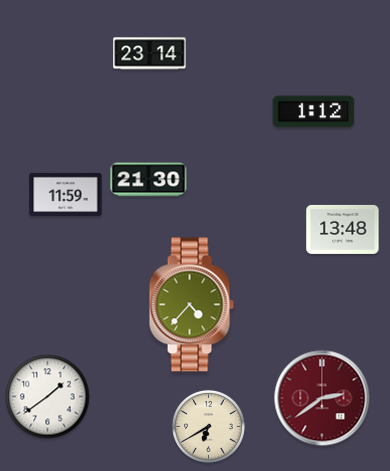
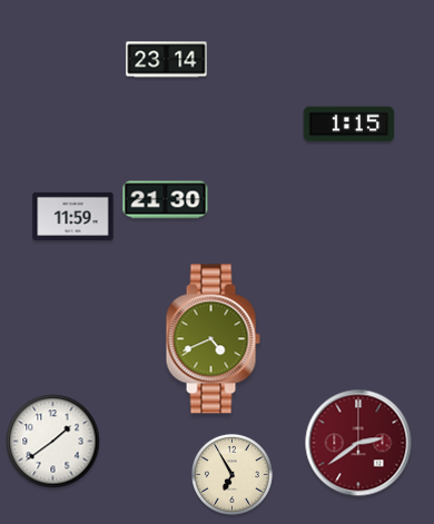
clock at (314, 112): 1:12 -> 1:15
clock at (343, 229): 13:48 -> none
clock at (191, 305): 4:37 -> 4:41
clock at (208, 426): 6:40 -> 6:55
